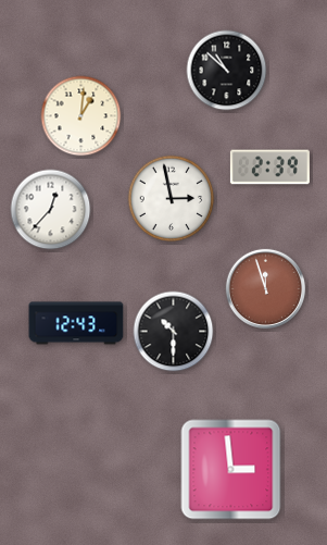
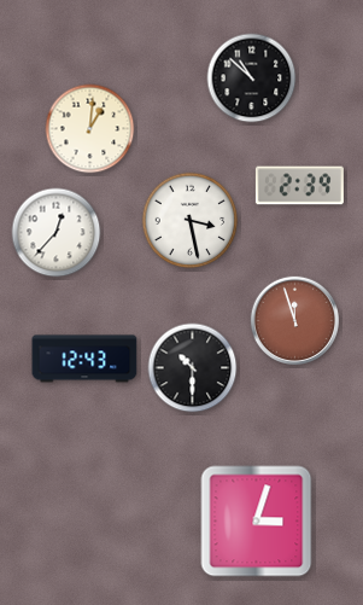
clock at (172, 199): 2:58 -> 3:28
clock at (231, 470): 2:59 -> 3:03
